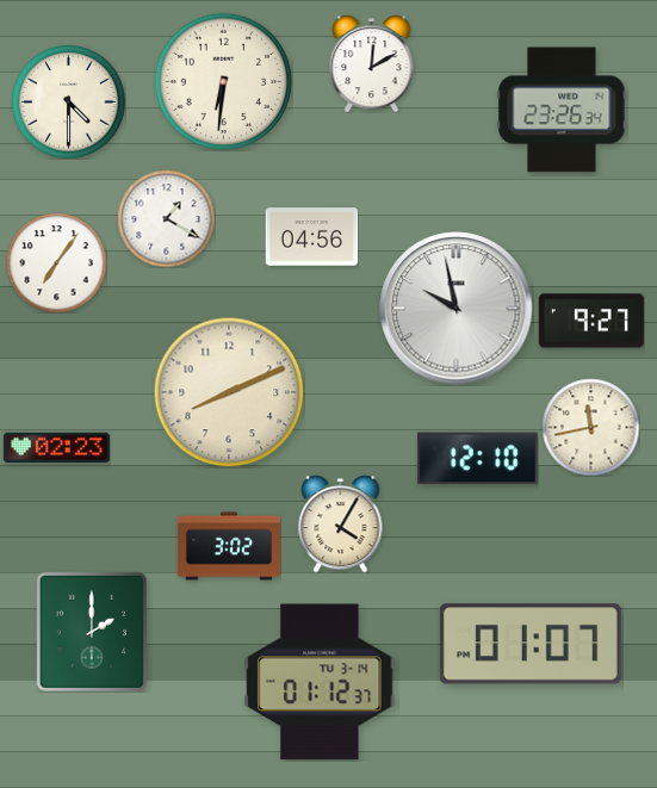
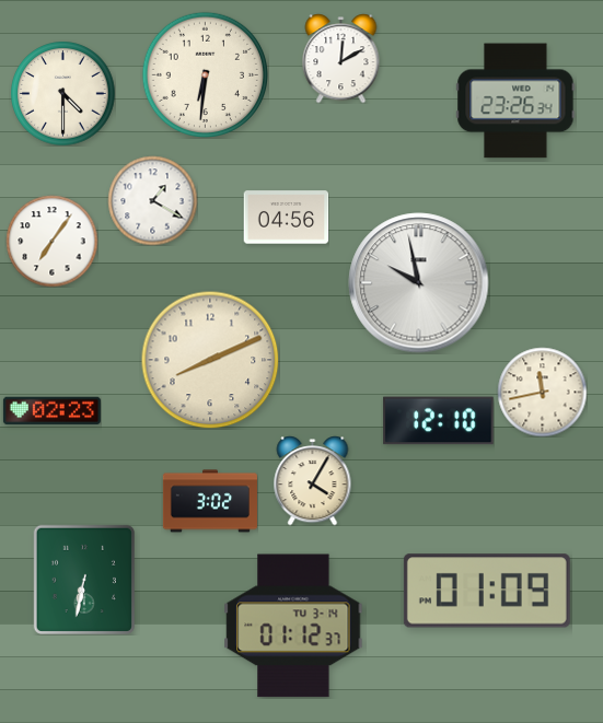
clock at (591, 321): 9:27 -> none
clock at (92, 632): 2:00 -> 6:32
clock at (531, 644): 01:07 -> 01:09
